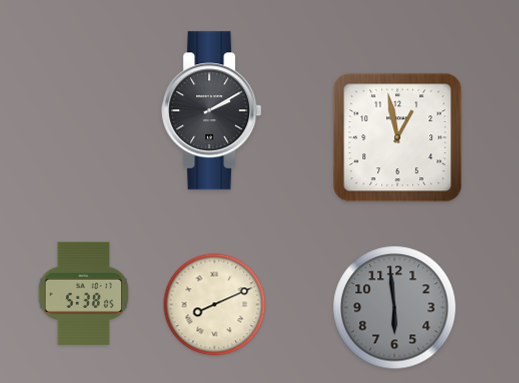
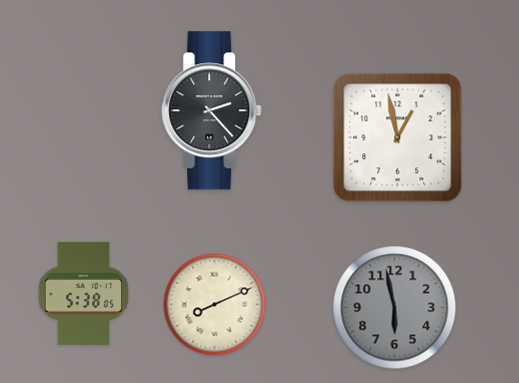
clock at (212, 111): 2:10 -> 2:23
clock at (395, 308): 5:59 -> 5:58
